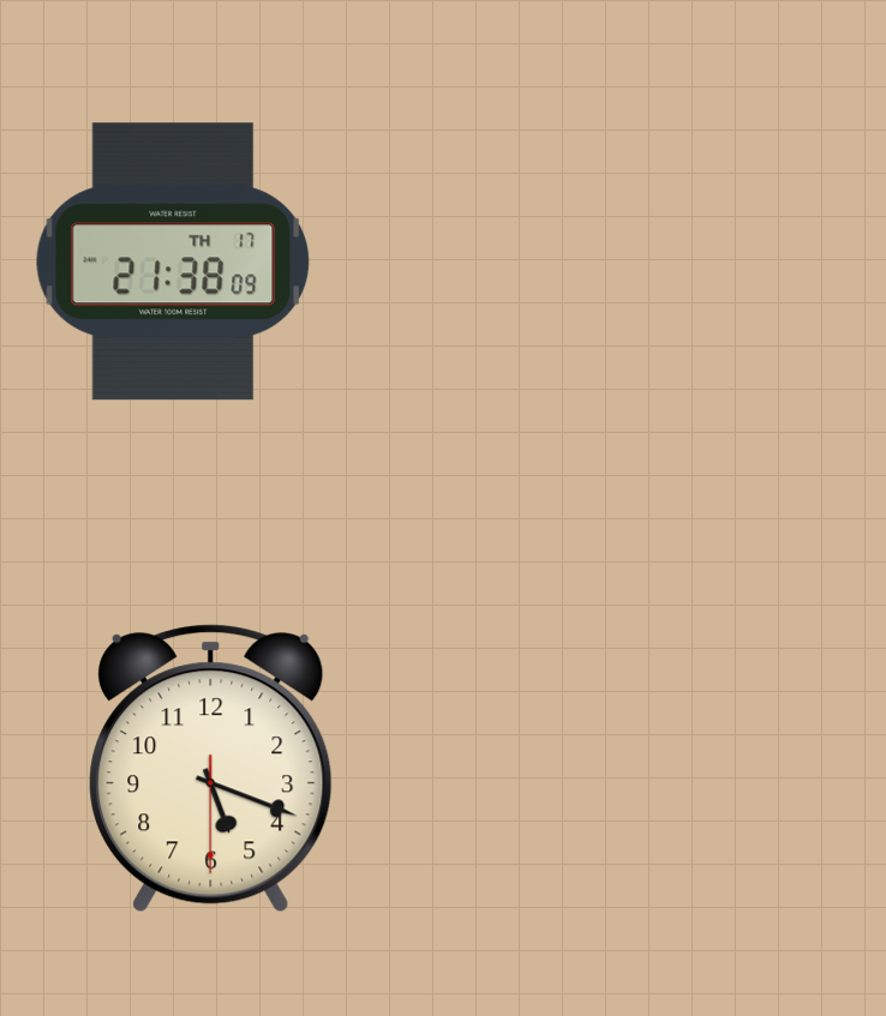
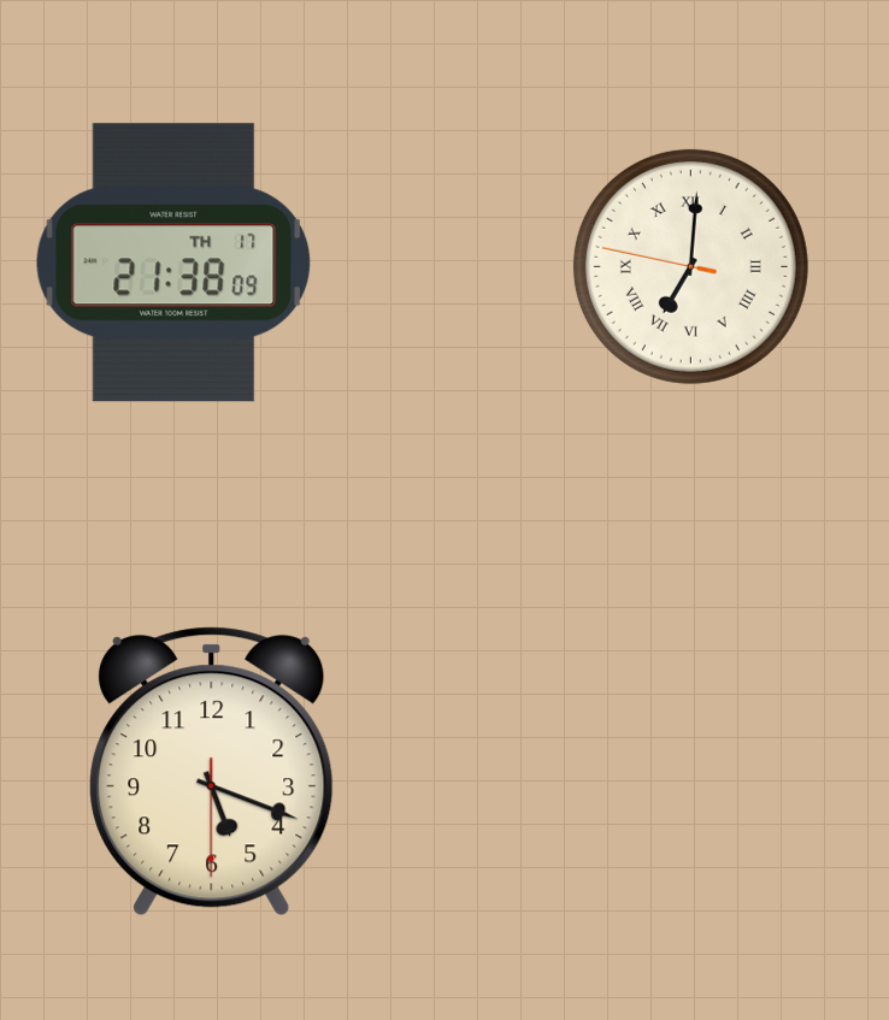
clock at (690, 266): none -> 7:00
